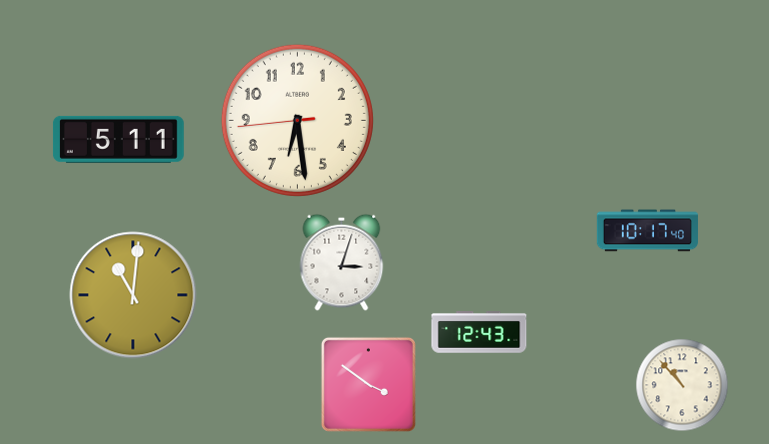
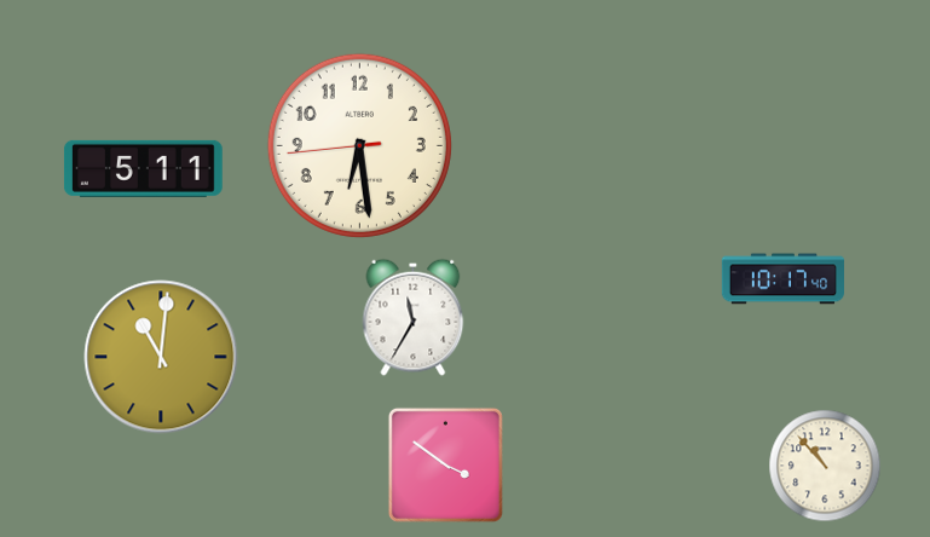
clock at (342, 262): 3:03 -> 11:35
clock at (479, 332): 12:43 -> none
